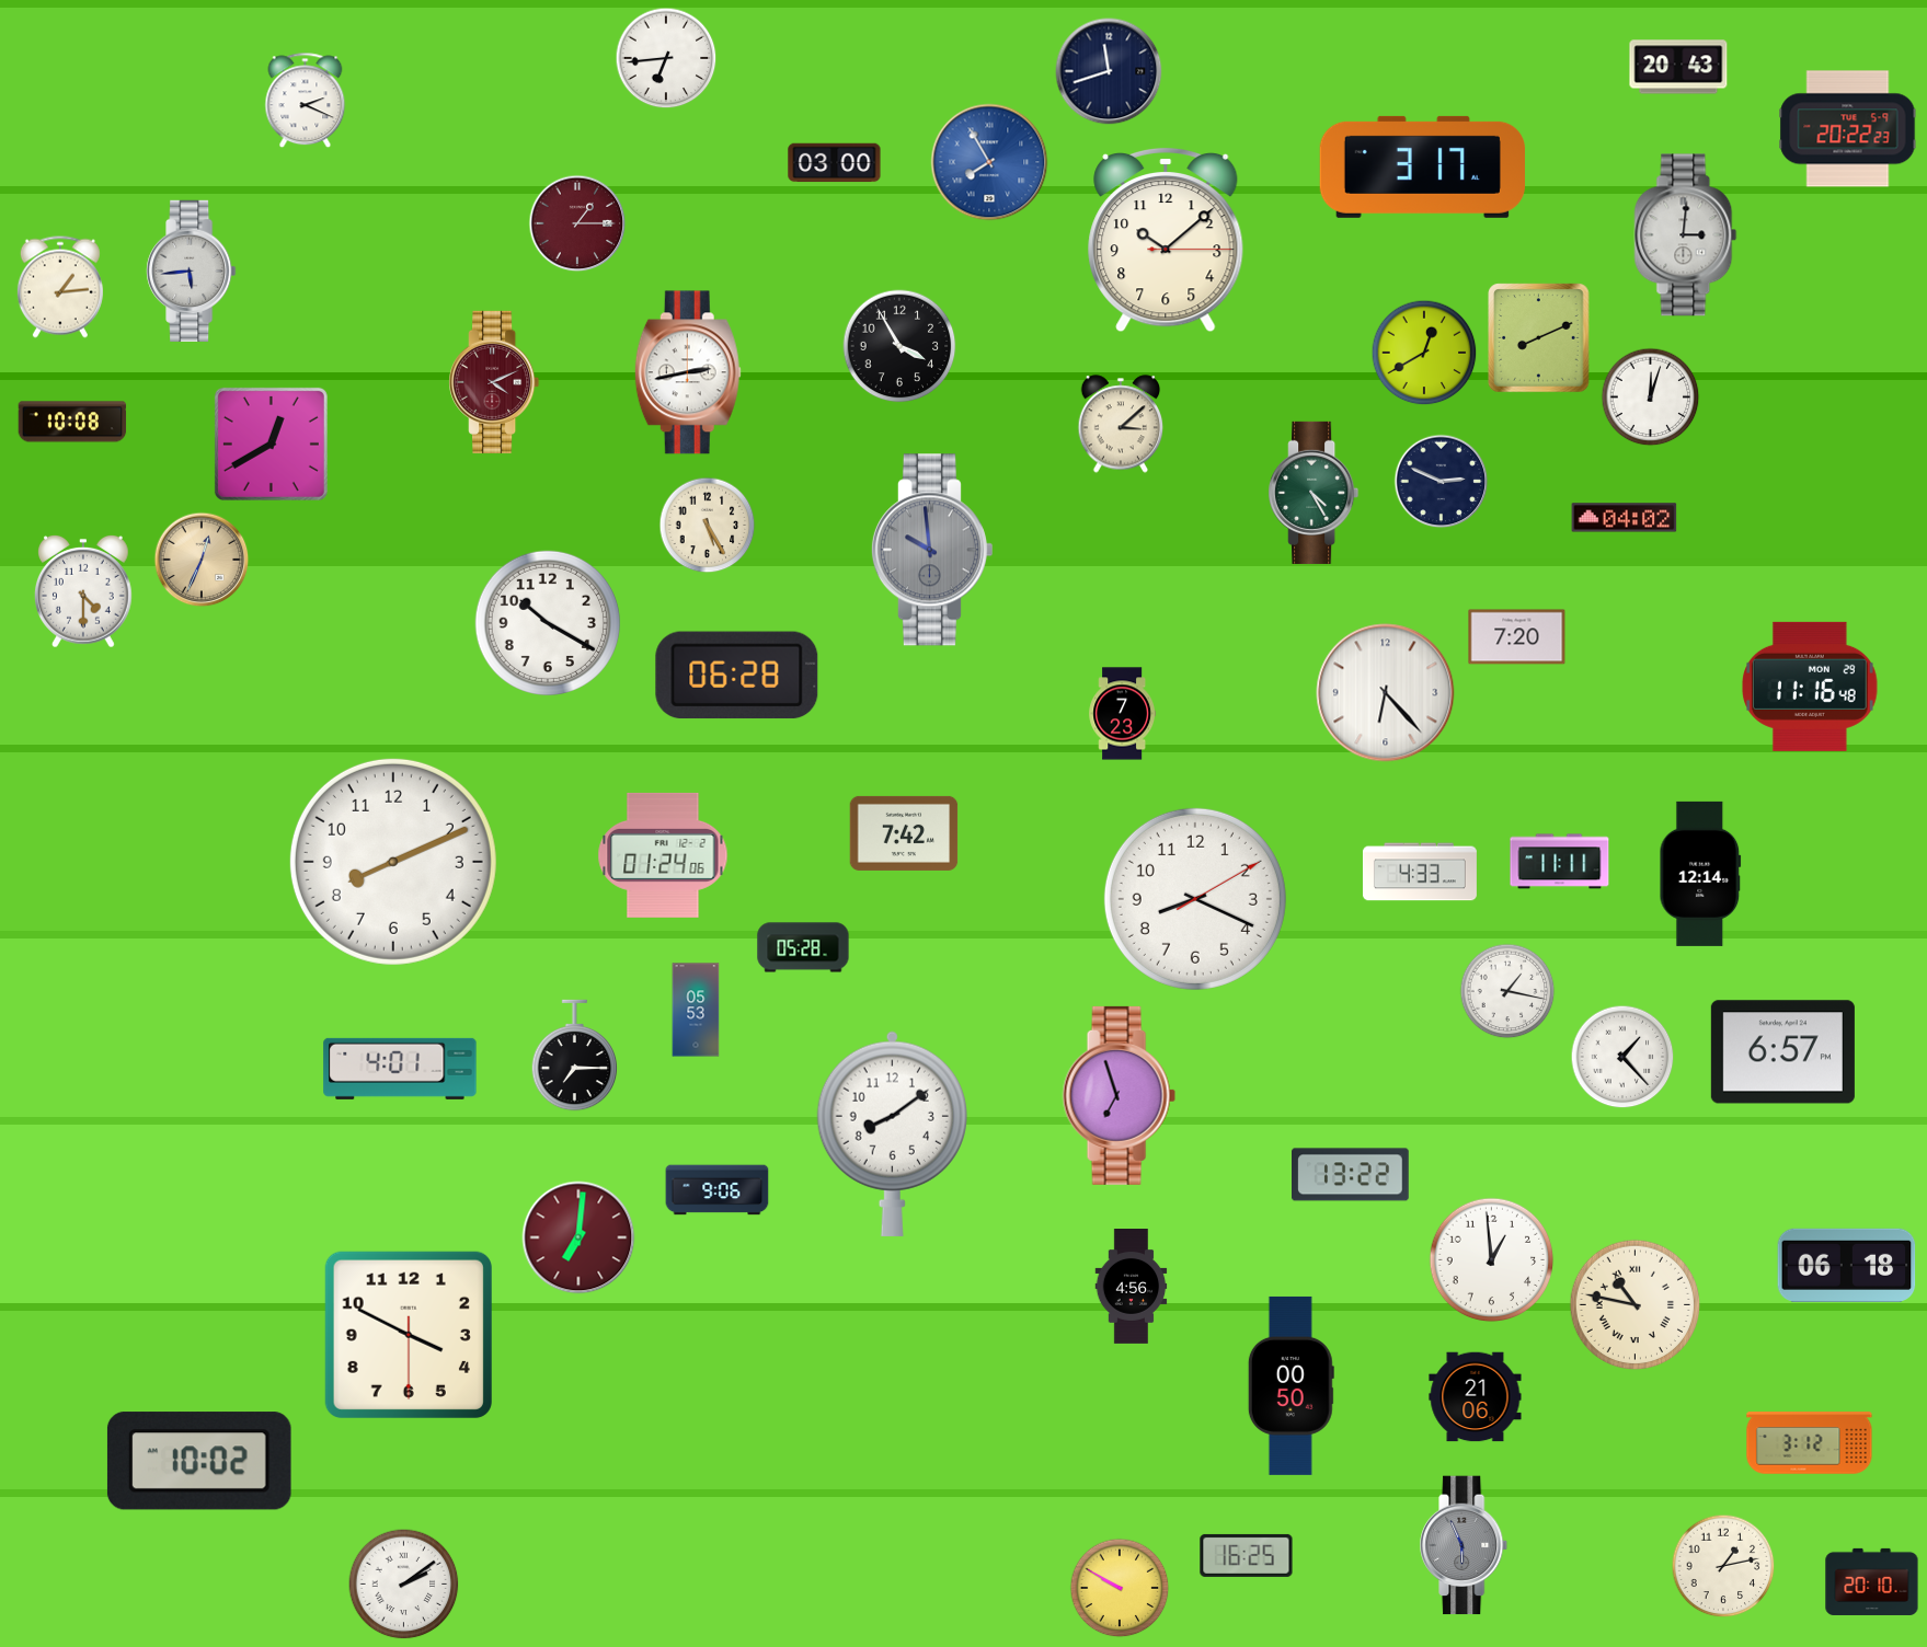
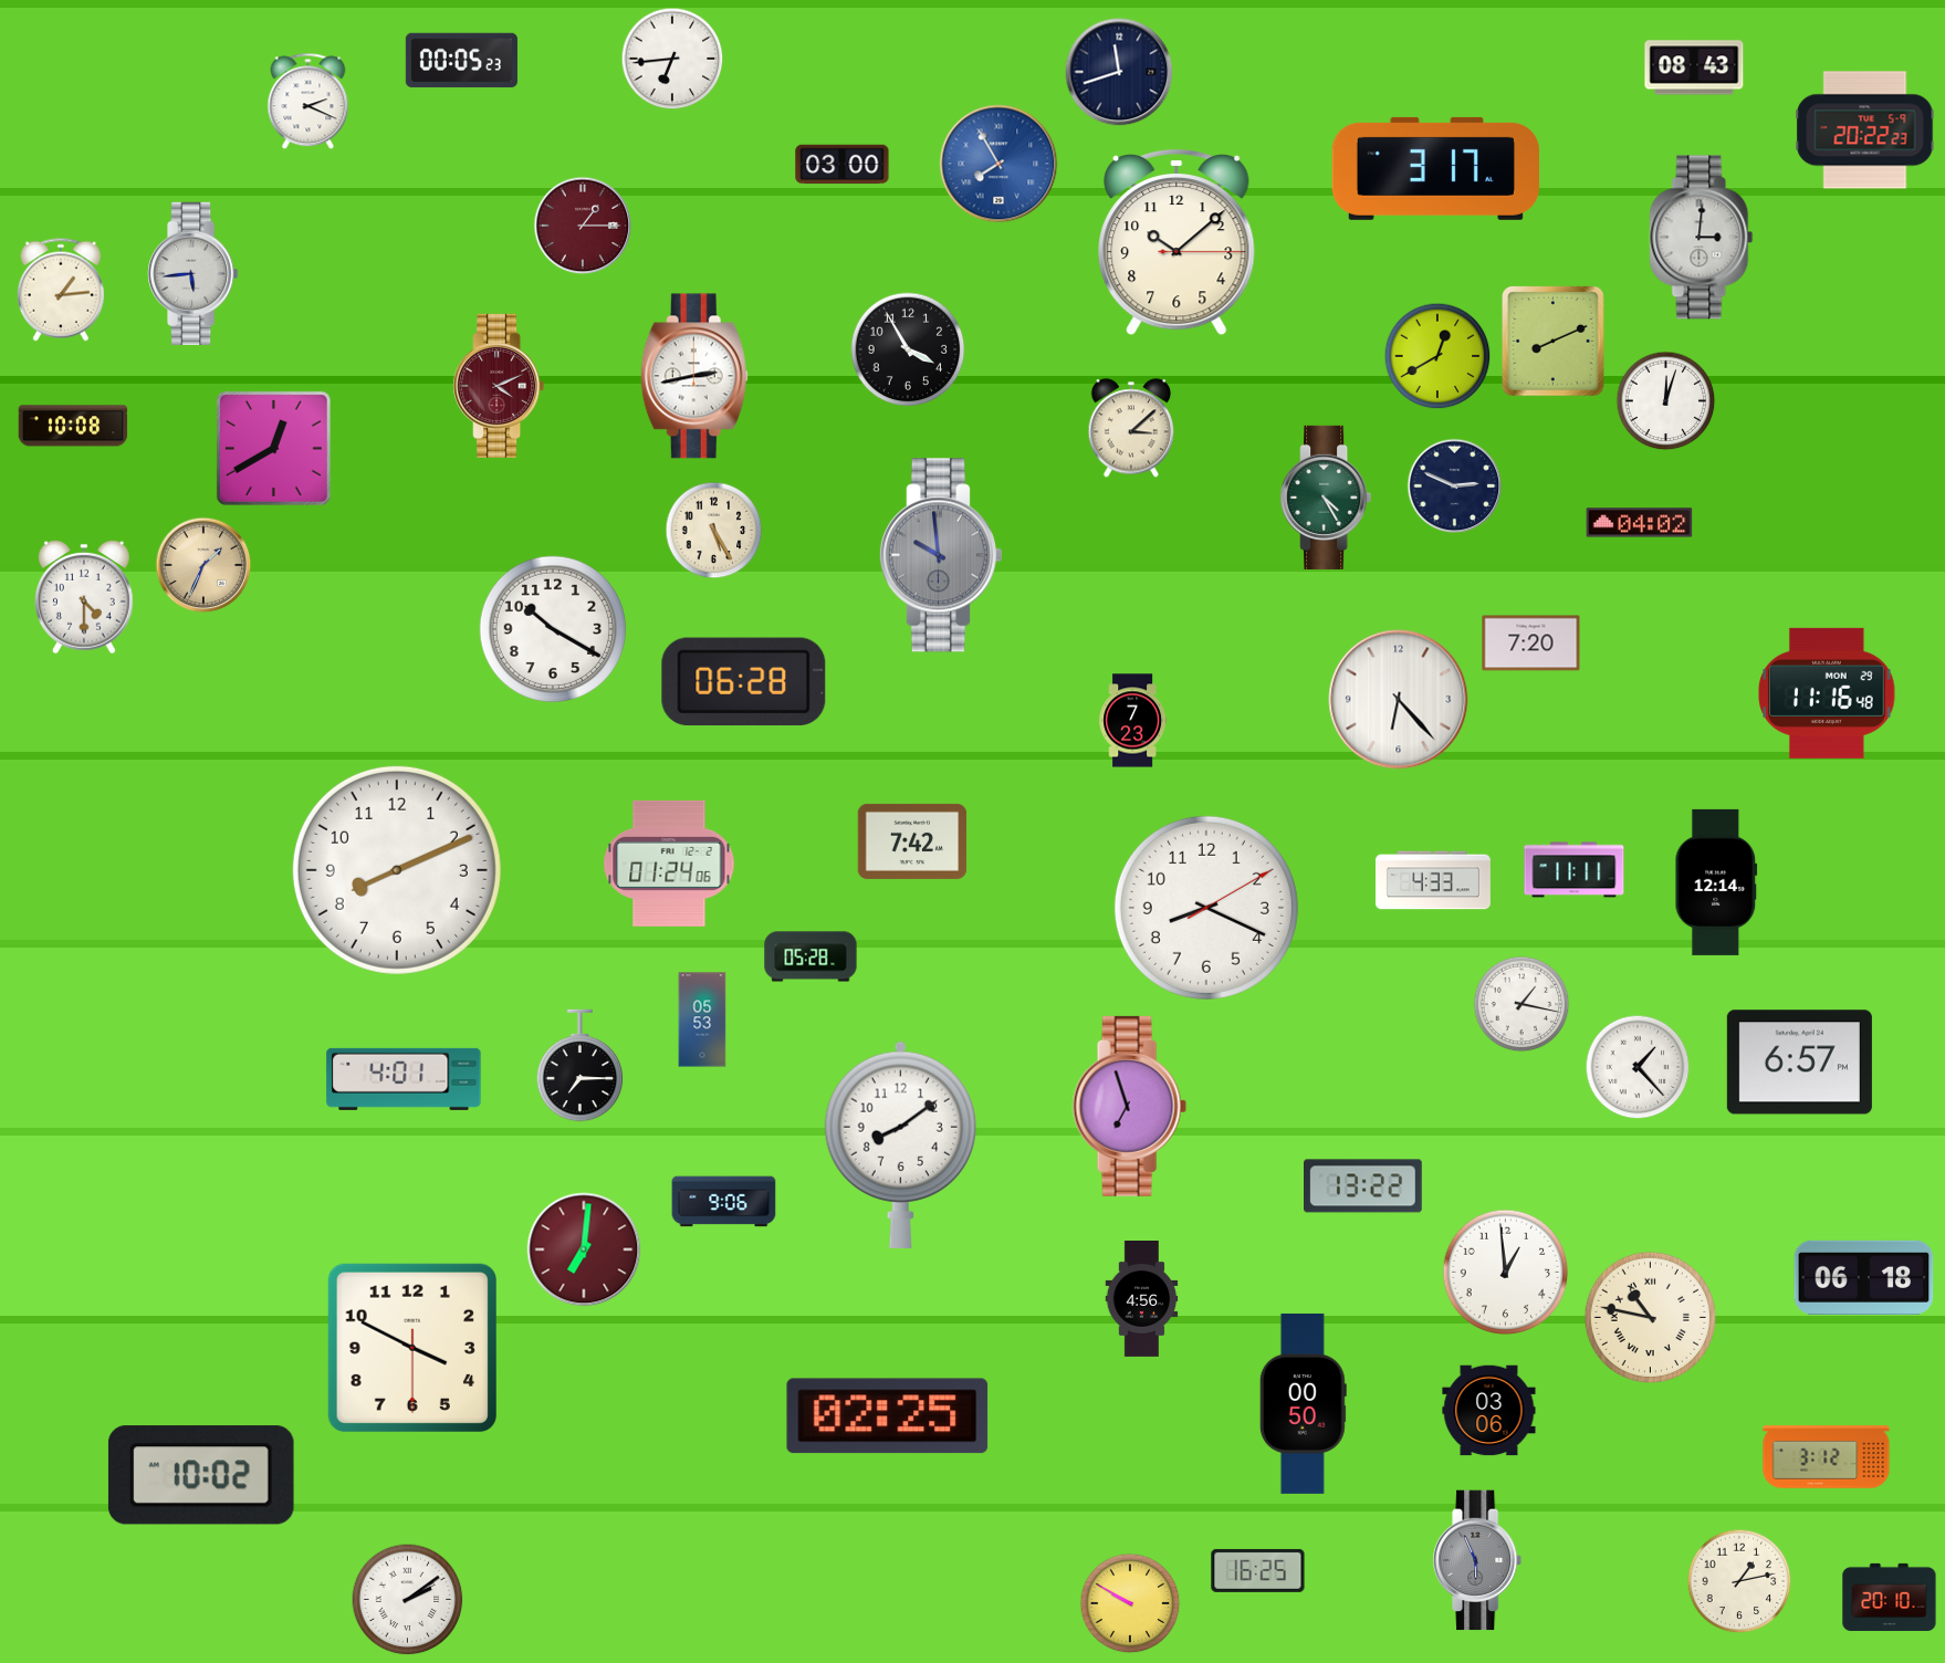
clock at (461, 61): none -> 00:05
clock at (1678, 67): 20:43 -> 08:43
clock at (202, 560): 12:34 -> 1:34
clock at (1507, 991) position: (1507, 991) -> (1522, 1004)
clock at (1291, 1385) position: (1291, 1385) -> (1303, 1403)
clock at (1476, 1397): 21:06 -> 03:06
clock at (888, 1416): none -> 02:25
